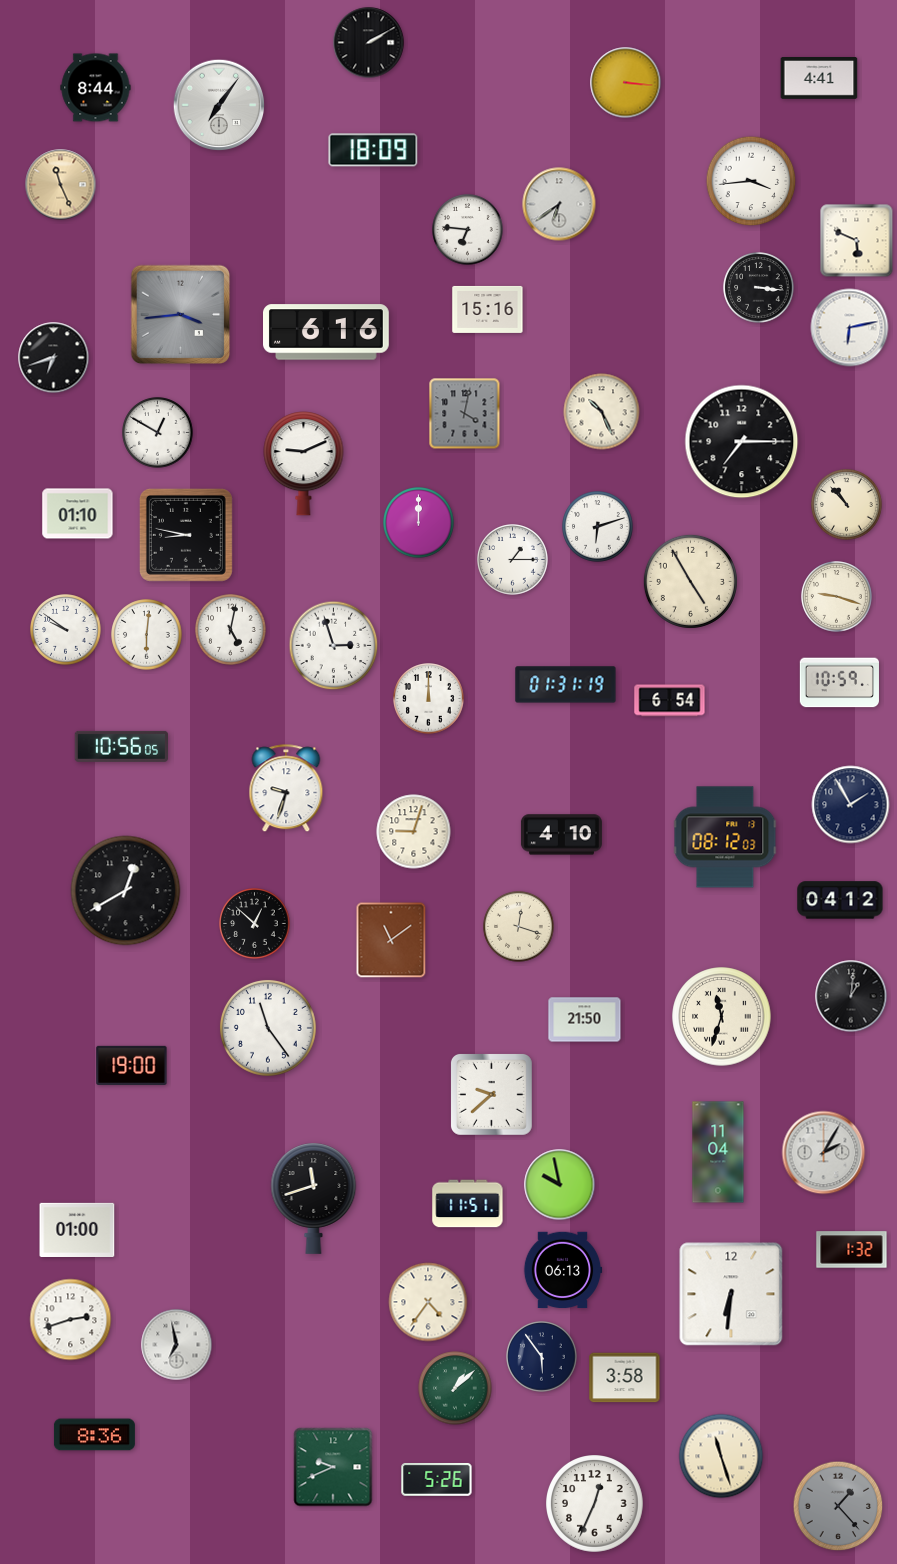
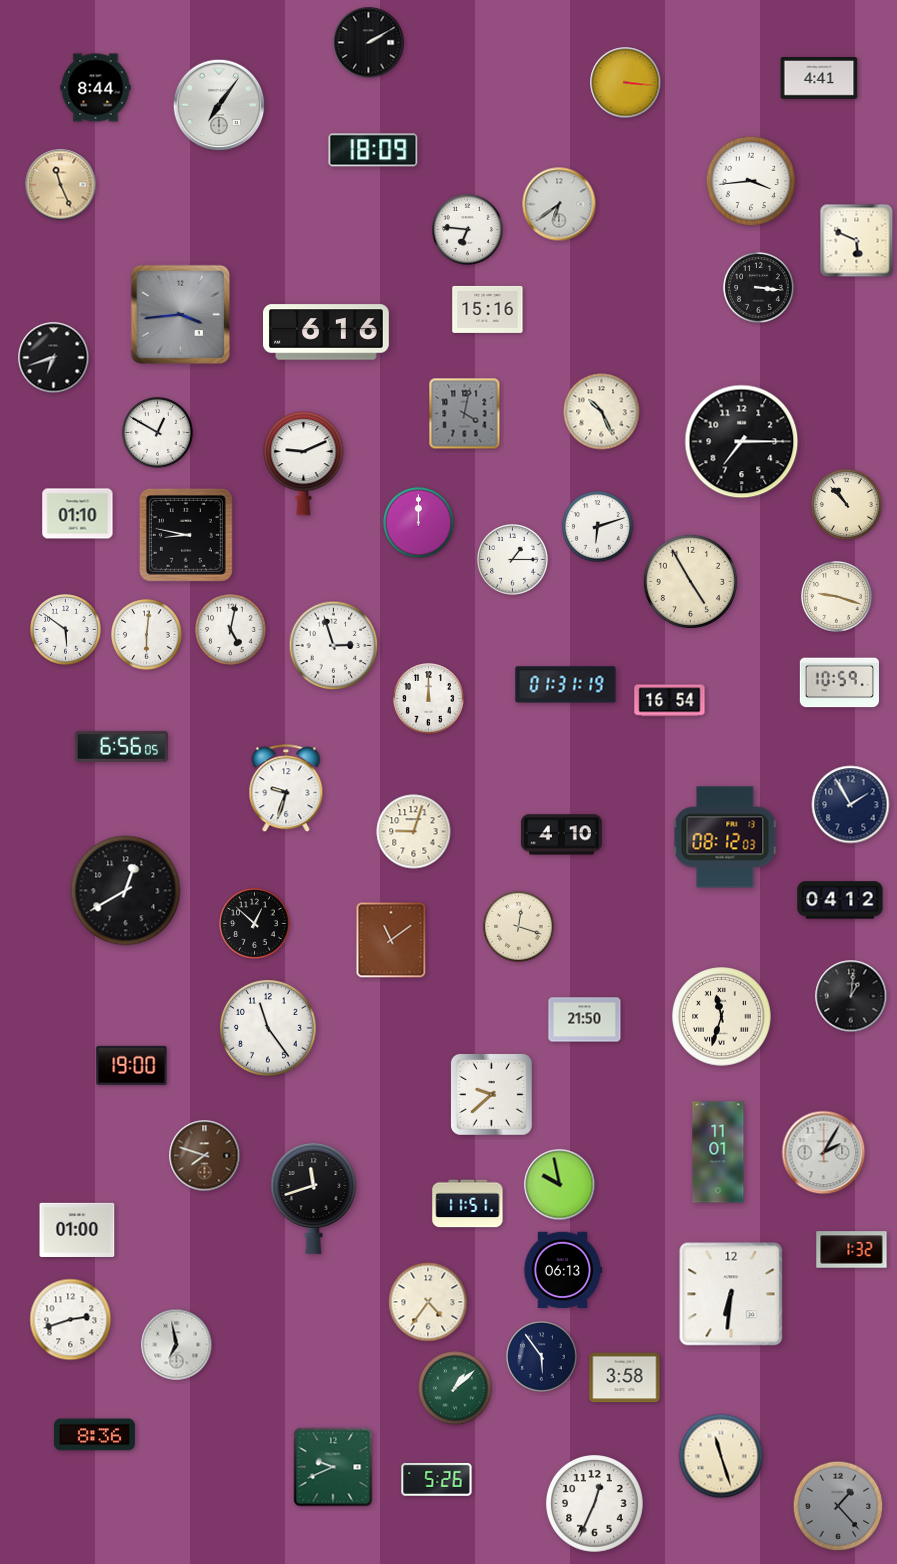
clock at (850, 328): 6:13 -> none
clock at (66, 630): 9:51 -> 5:51
clock at (670, 701): 6:54 -> 16:54
clock at (121, 746): 10:56 -> 6:56
clock at (718, 1152): 11:04 -> 11:01
clock at (205, 1156): none -> 7:48
